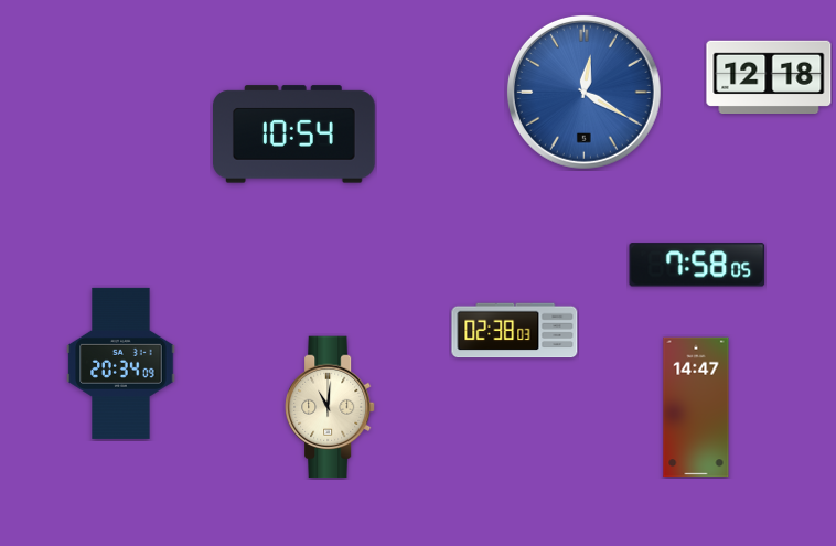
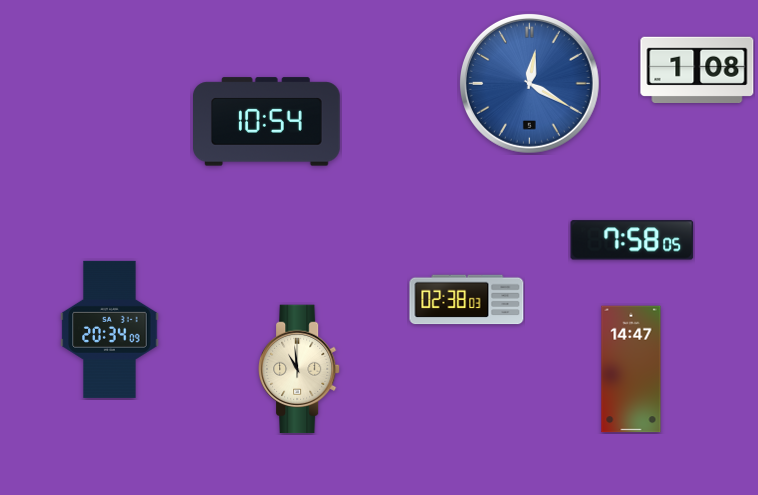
clock at (769, 76): 12:18 -> 1:08
clock at (331, 407): 11:01 -> 10:59
